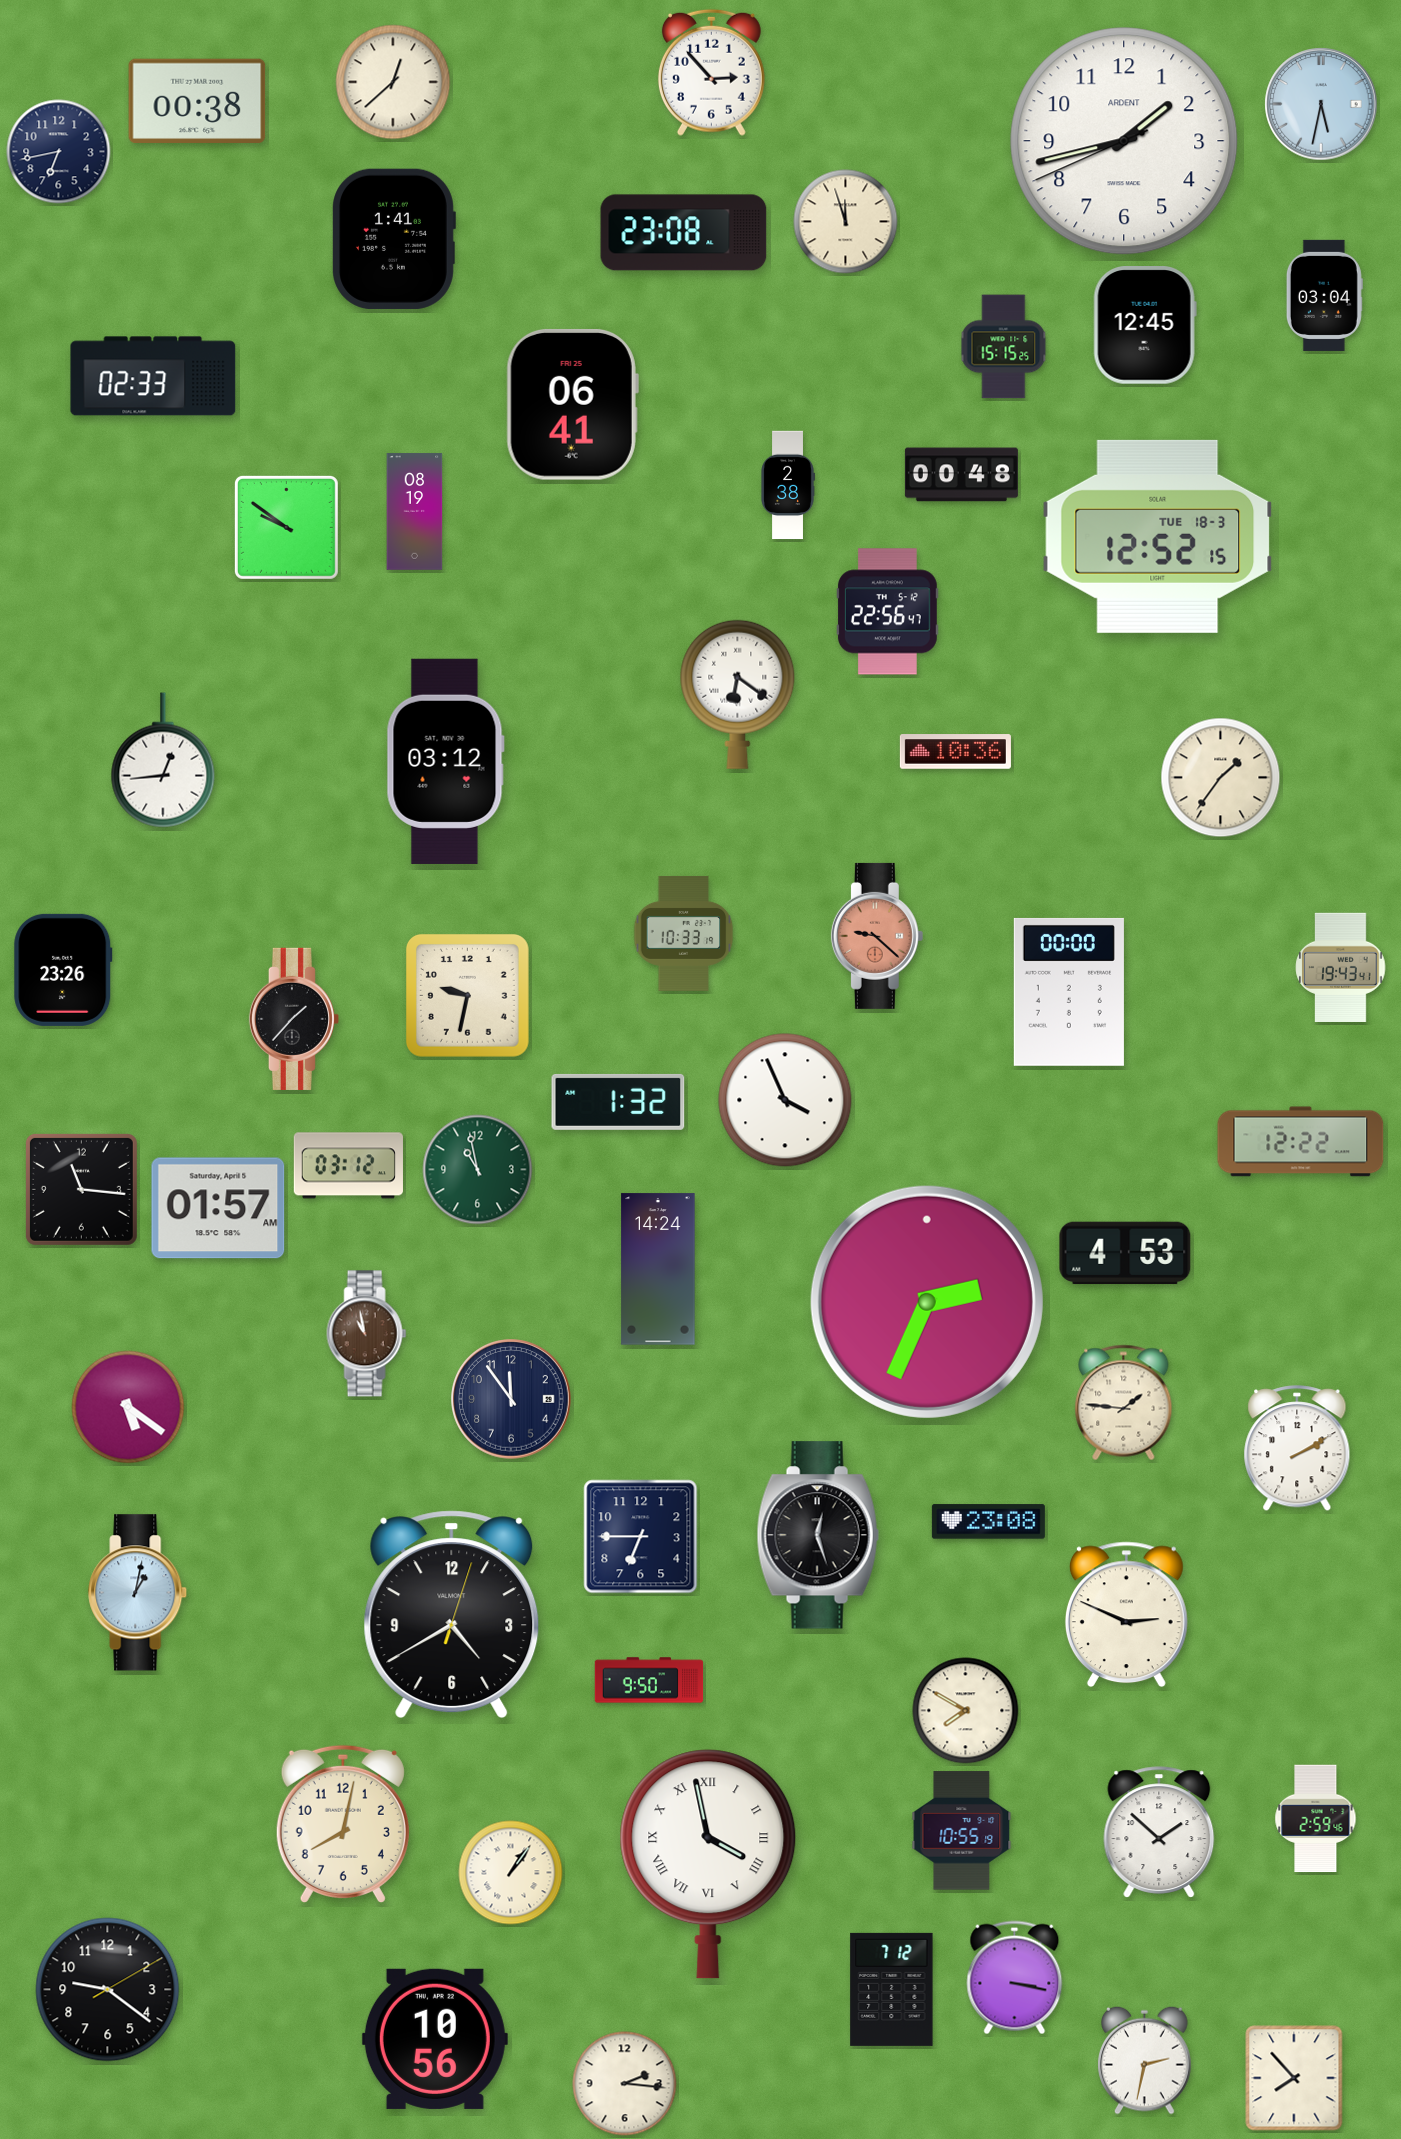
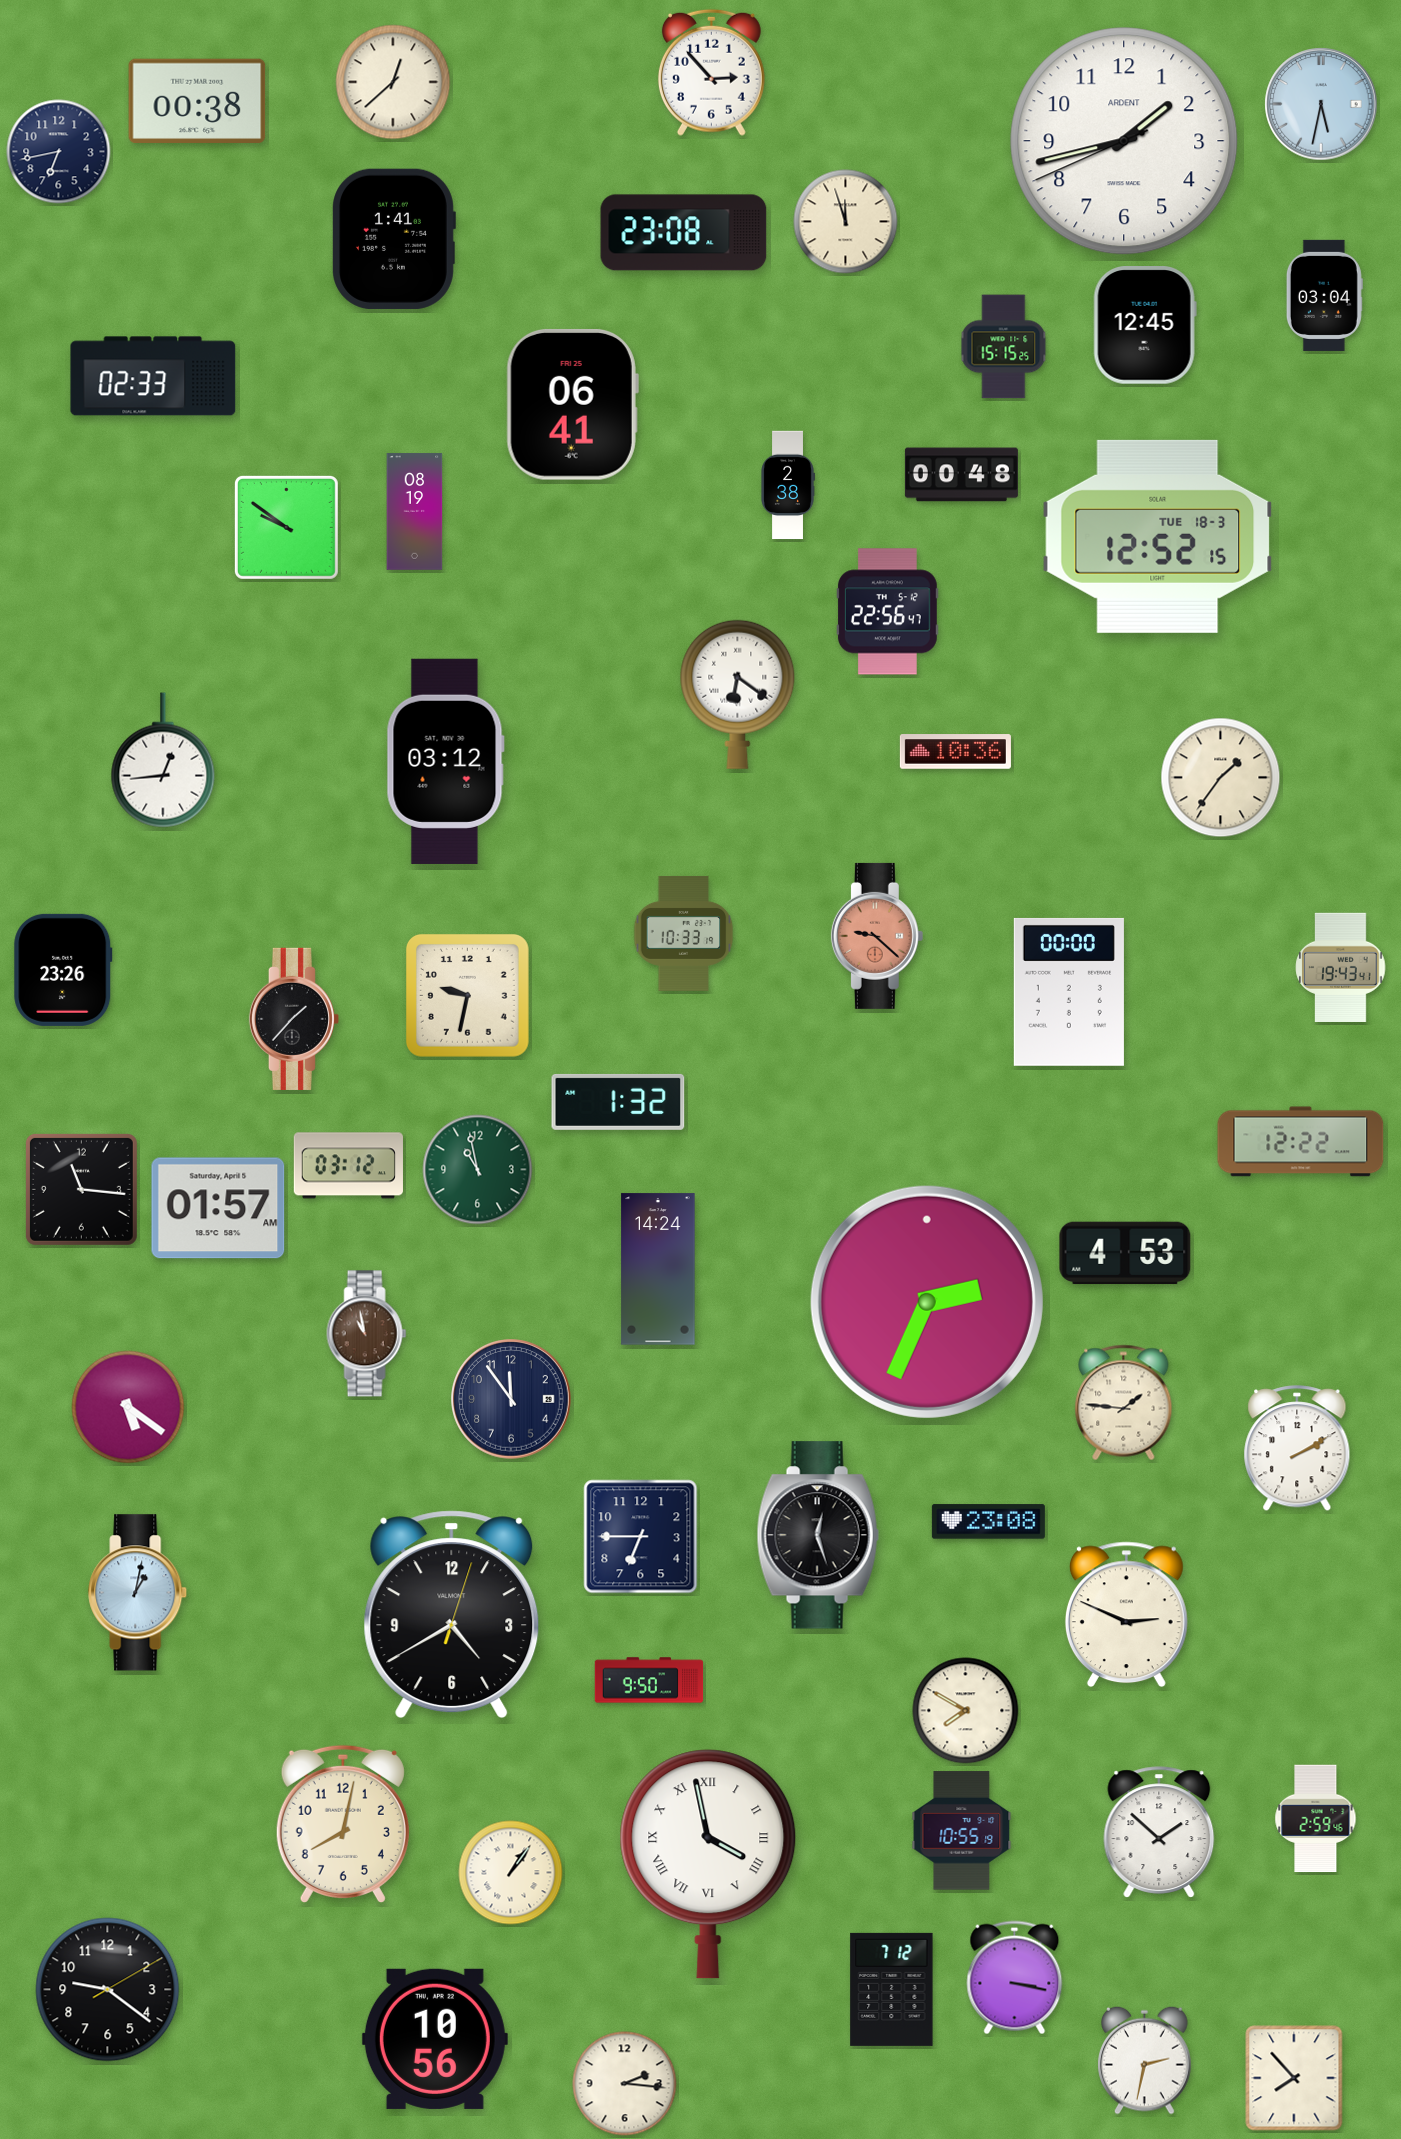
clock at (785, 1100): 3:56 -> none
